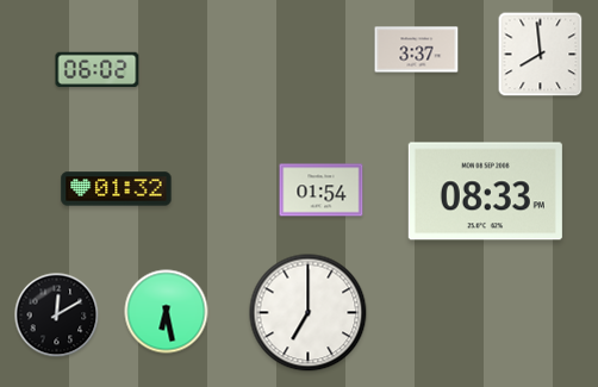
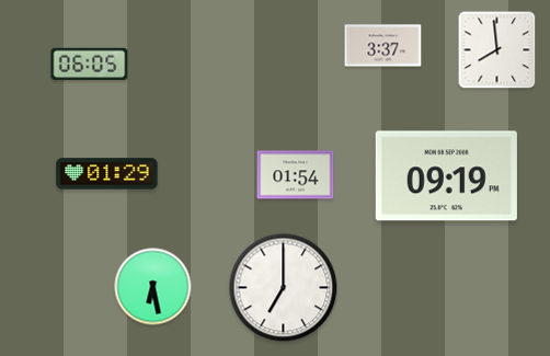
clock at (98, 70): 06:02 -> 06:05
clock at (117, 189): 01:32 -> 01:29
clock at (485, 192): 08:33 -> 09:19
clock at (57, 316): 12:10 -> none
